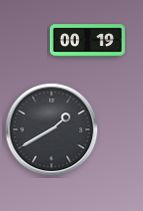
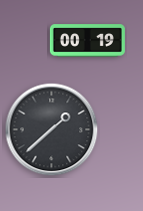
clock at (52, 130): 1:40 -> 1:38
